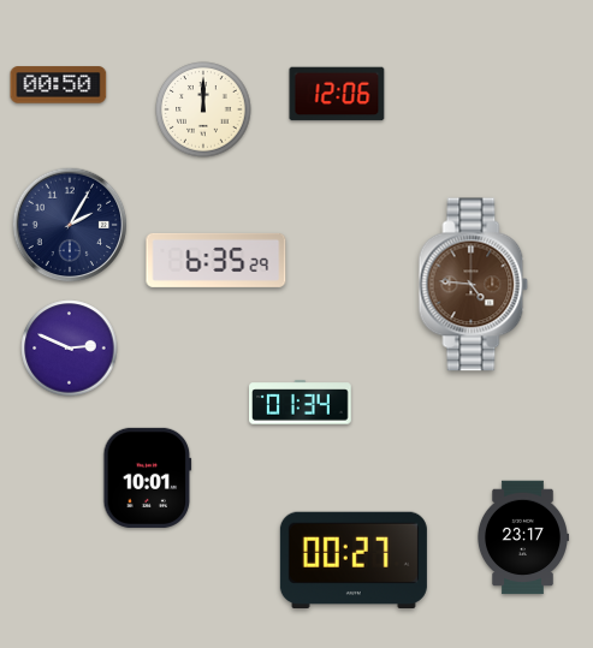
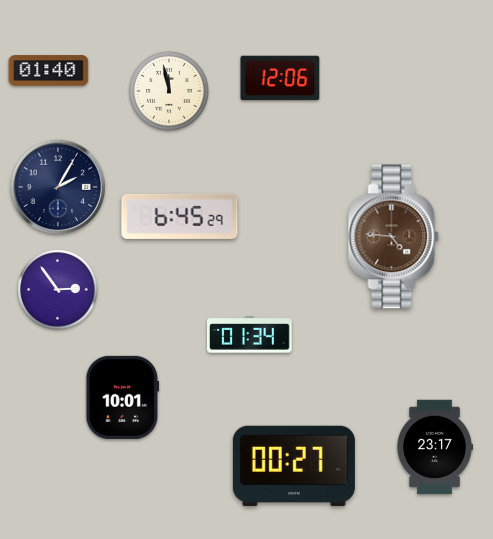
clock at (59, 85): 00:50 -> 01:40
clock at (203, 109): 12:00 -> 11:58
clock at (217, 260): 6:35 -> 6:45
clock at (70, 349): 2:49 -> 2:54
